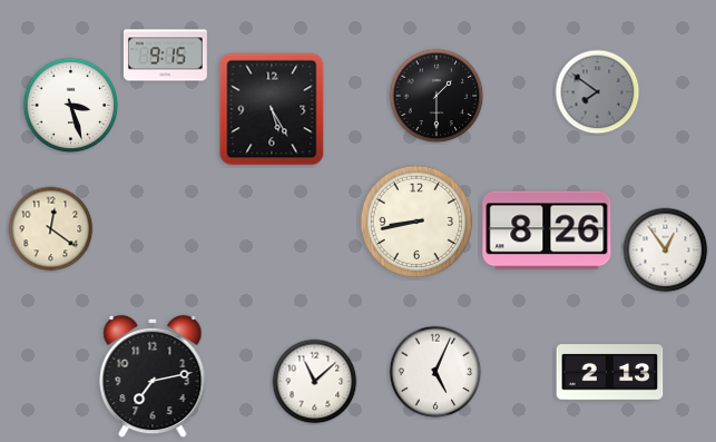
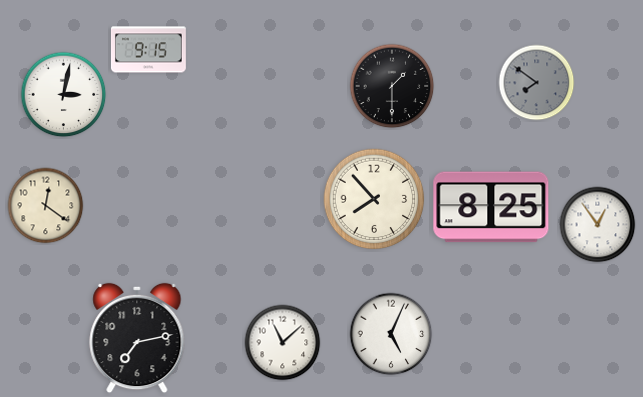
clock at (71, 106): 3:27 -> 3:02
clock at (272, 109): 5:25 -> none
clock at (416, 222): 8:43 -> 7:53
clock at (547, 230): 8:26 -> 8:25
clock at (610, 373): 2:13 -> none
